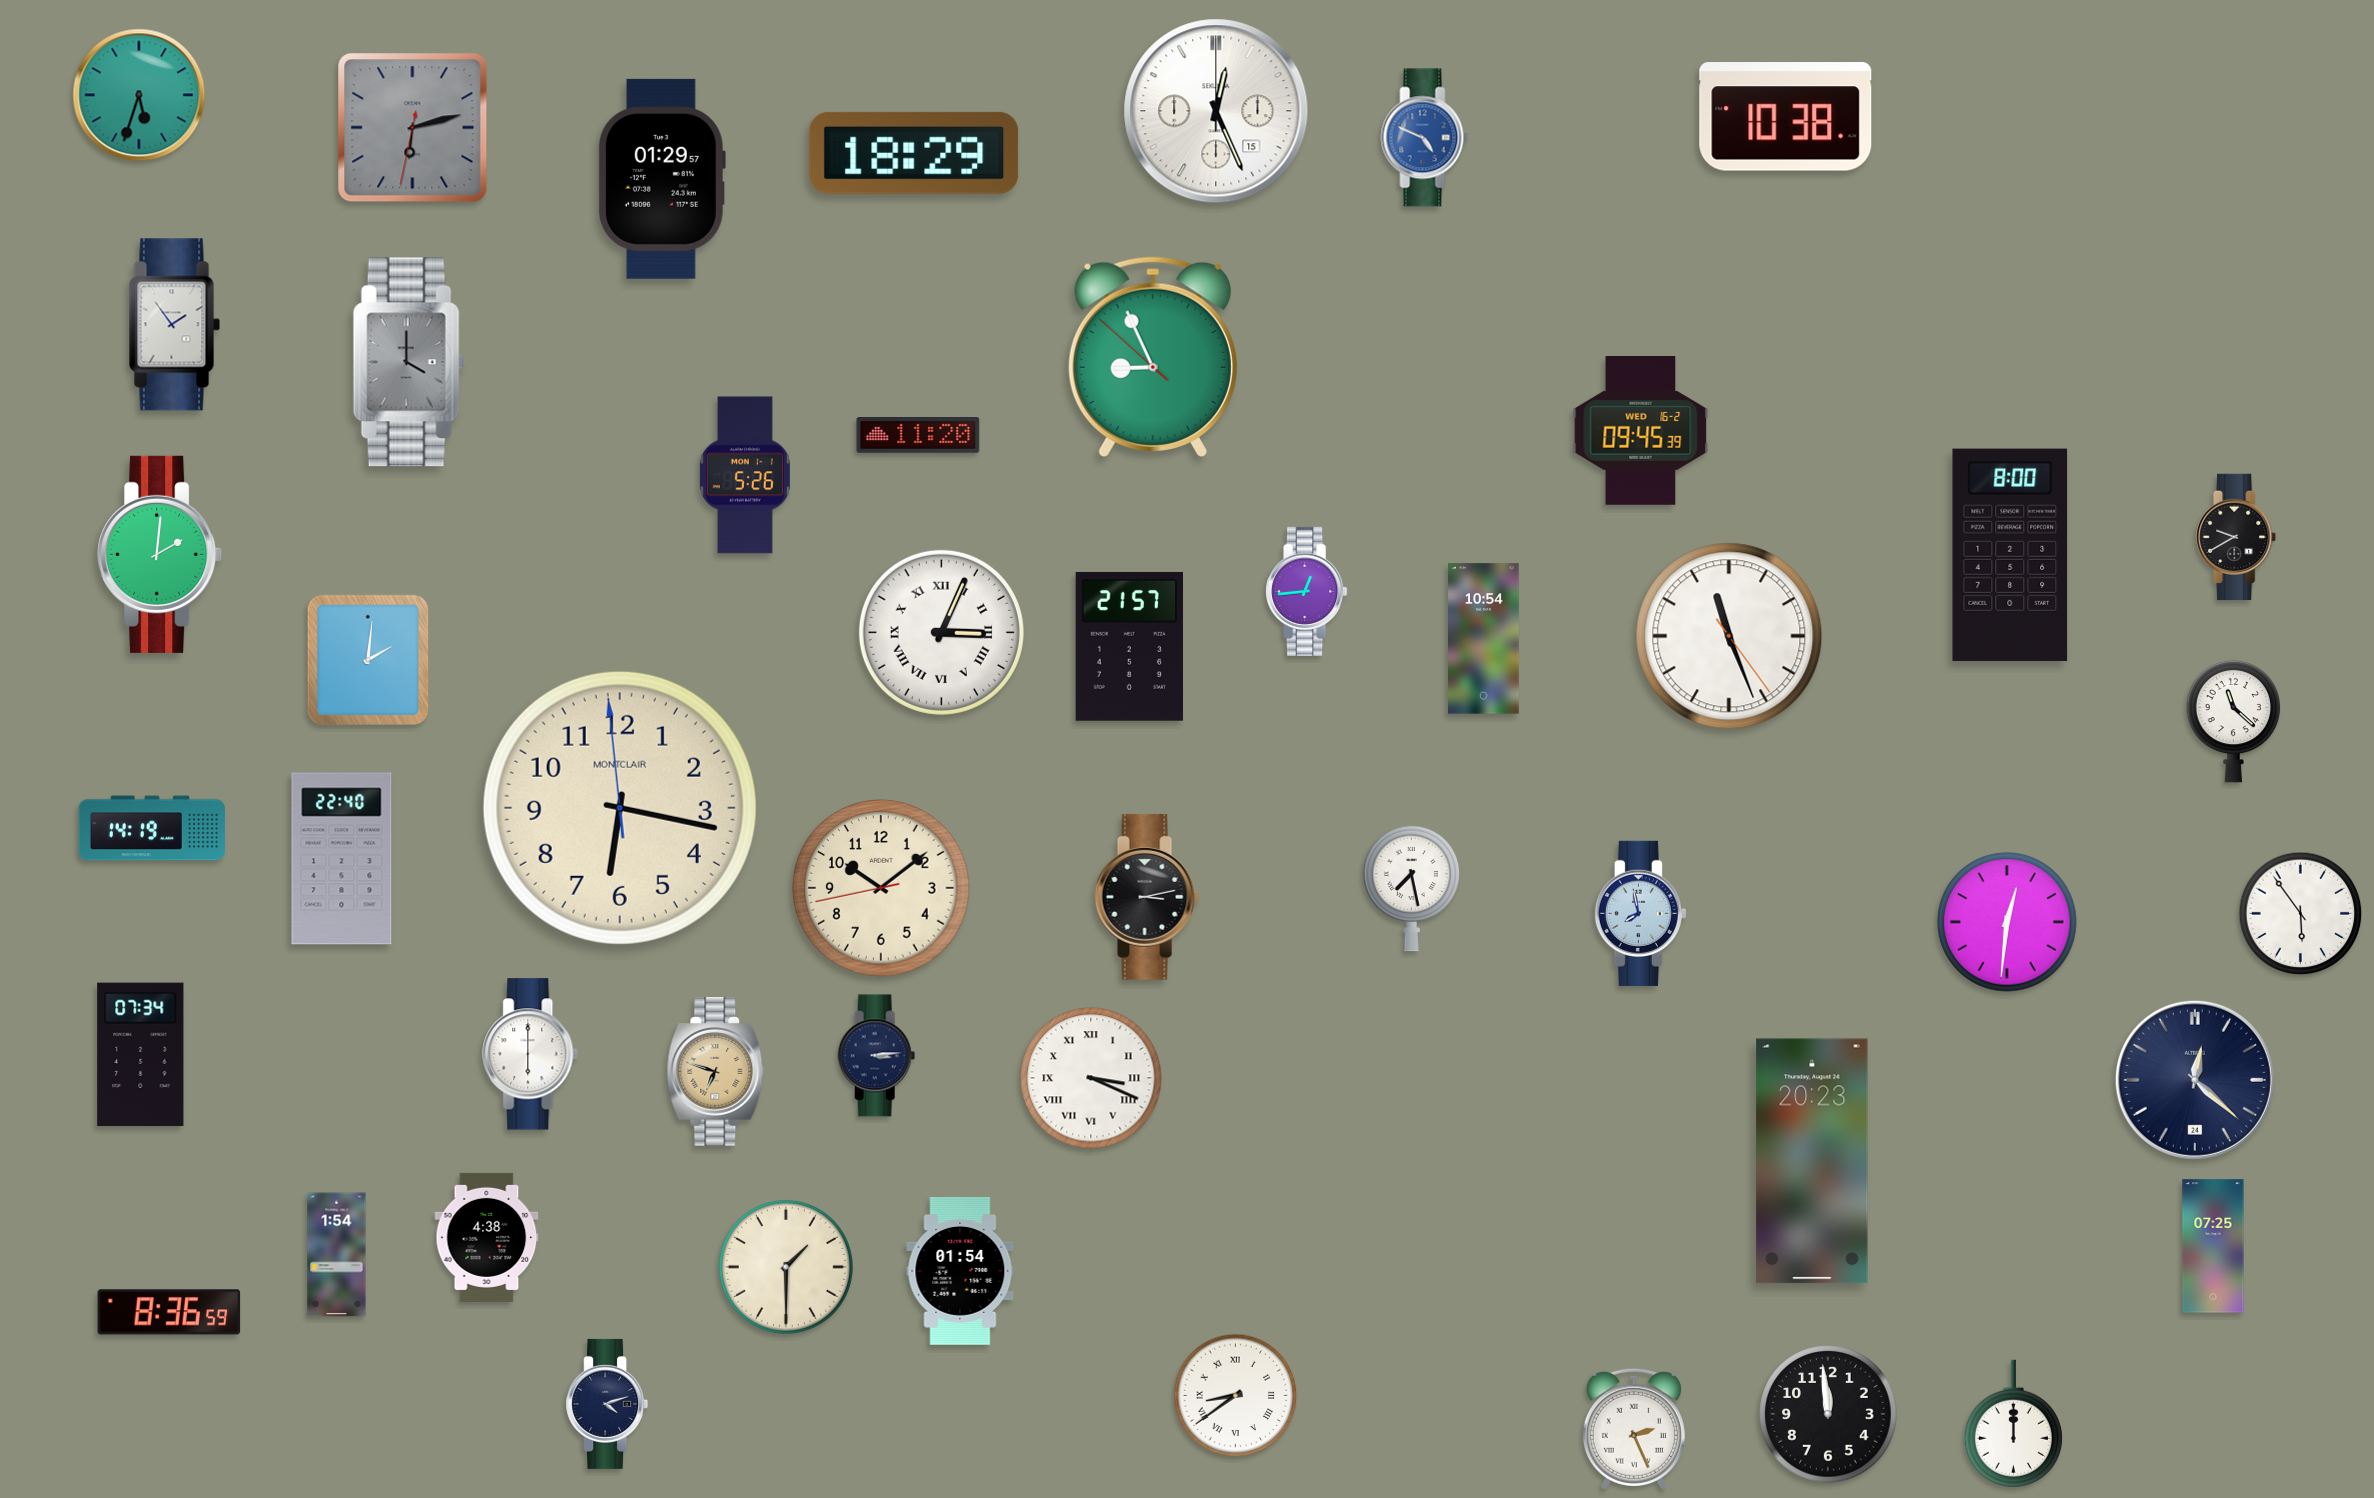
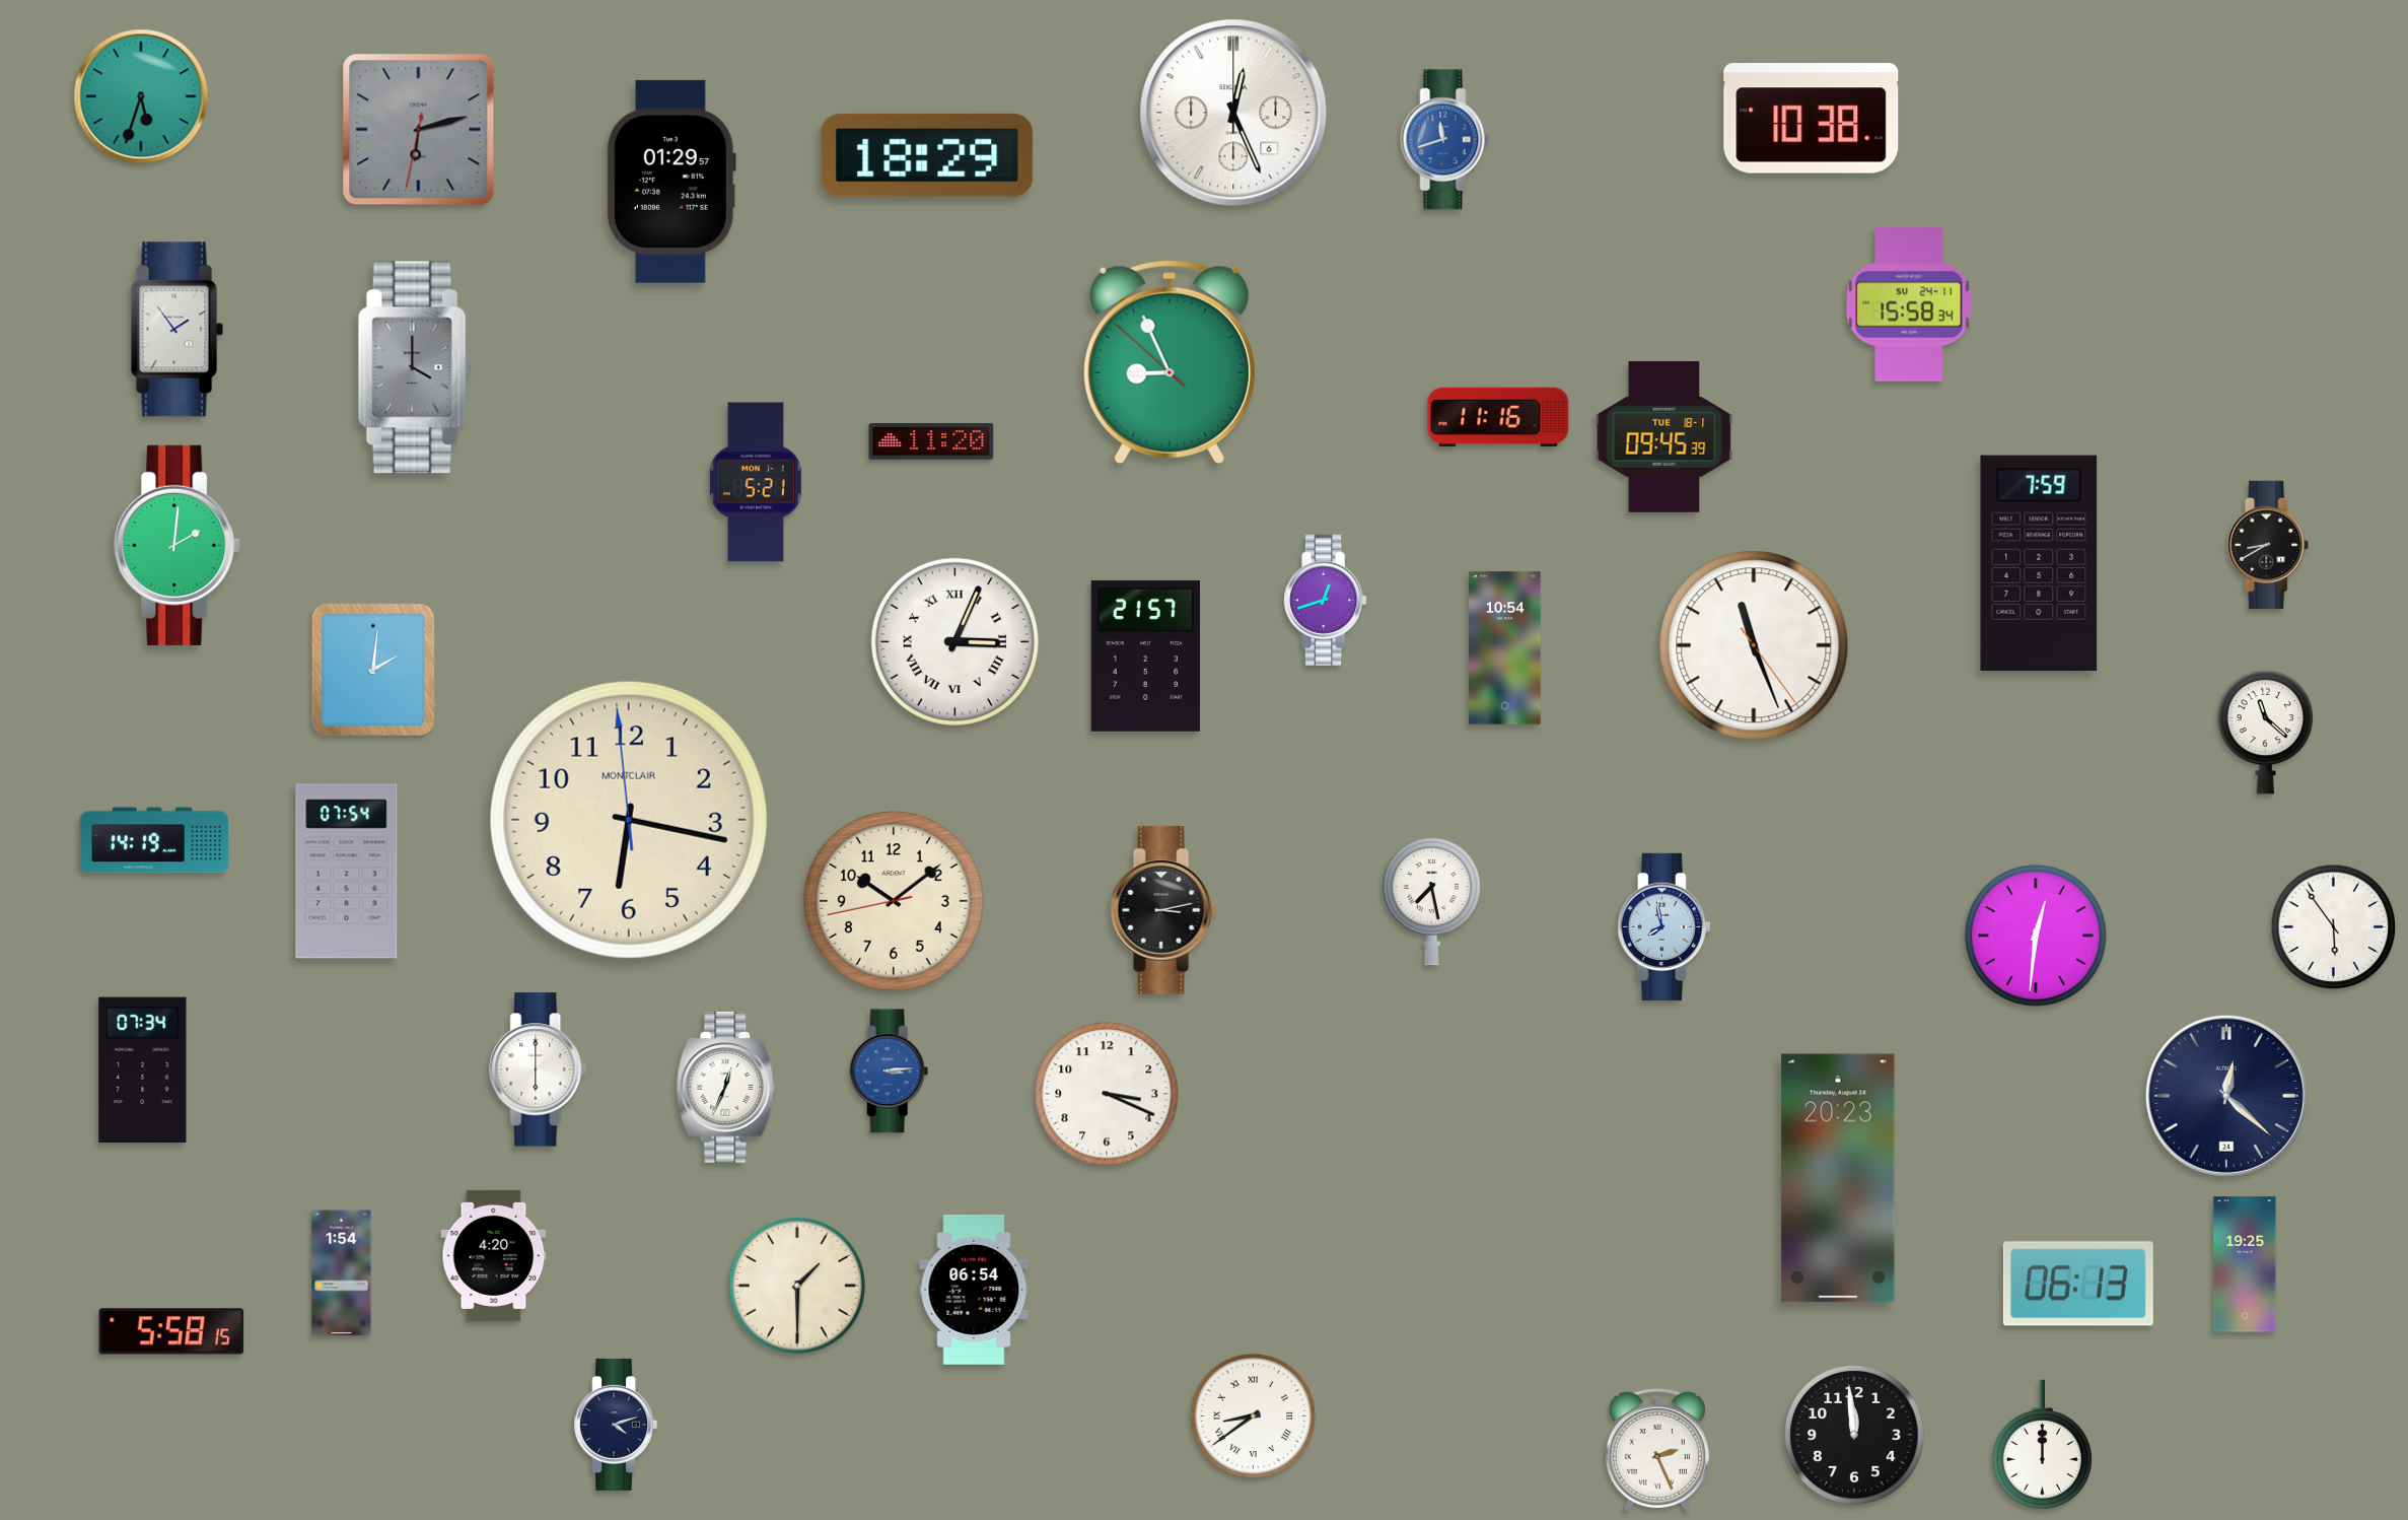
clock at (1216, 111) date: 15 -> 6
clock at (1425, 138): 4:49 -> 11:42
clock at (1909, 304): none -> 15:58
clock at (1498, 416): none -> 11:16
clock at (1641, 431) date: WED 16-2 -> TUE 18-1
clock at (745, 475): 5:26 -> 5:21
clock at (2237, 537): 9:40 -> 8:40
clock at (160, 554) position: (160, 554) -> (178, 545)
clock at (2010, 555): 8:00 -> 7:59
clock at (1307, 591): 12:44 -> 12:42
clock at (342, 859): 22:40 -> 07:54
clock at (877, 1056) dial: navy -> blue
clock at (716, 1072): 6:48 -> 12:34
clock at (716, 1072) dial: champagne -> white
clock at (1091, 1078) numerals: Roman -> Arabic
clock at (487, 1237): 4:38 -> 4:20
clock at (2213, 1246): 07:25 -> 19:25
clock at (2078, 1284): none -> 06:13
clock at (960, 1271): 01:54 -> 06:54
clock at (169, 1312): 8:36 -> 5:58
